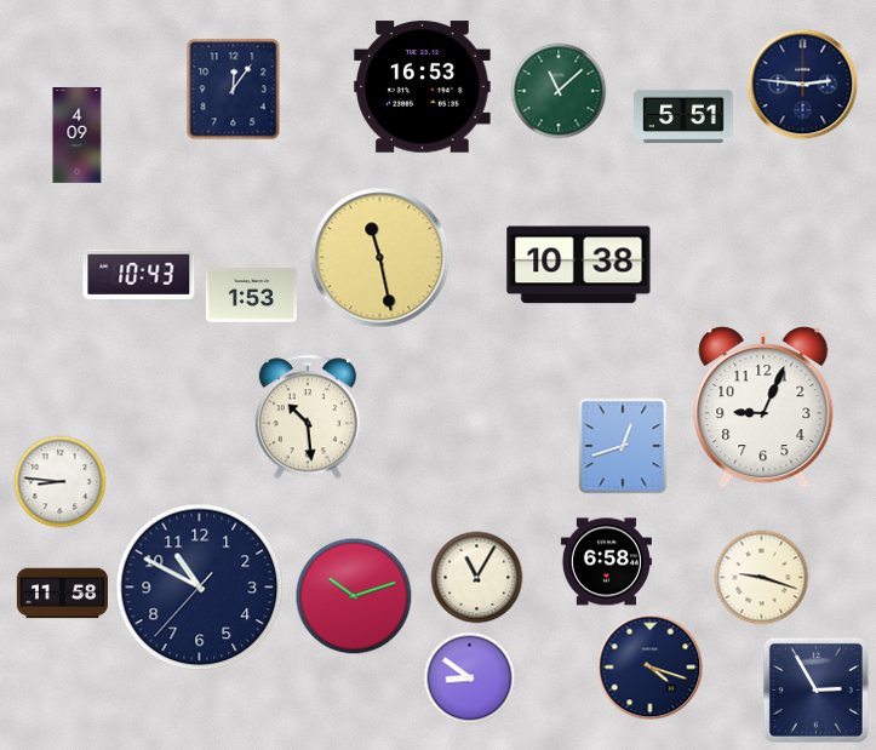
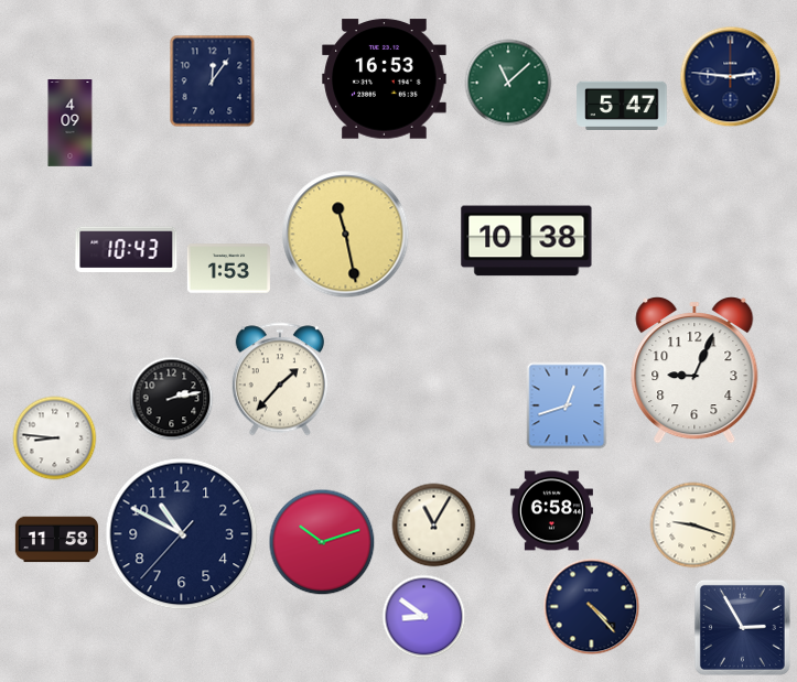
clock at (683, 115): 5:51 -> 5:47
clock at (308, 417): 10:29 -> 1:37
clock at (172, 399): none -> 2:13
clock at (651, 668): 4:18 -> 4:23
clock at (470, 679) position: (470, 679) -> (424, 617)
